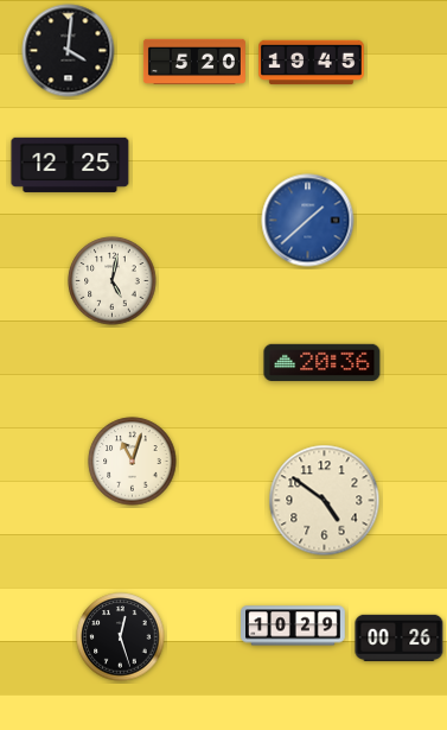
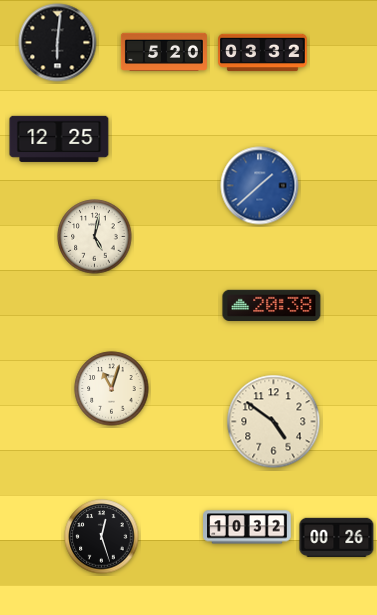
clock at (69, 51): 4:01 -> 6:01
clock at (312, 63): 19:45 -> 03:32
clock at (323, 362): 20:36 -> 20:38
clock at (293, 626): 10:29 -> 10:32
